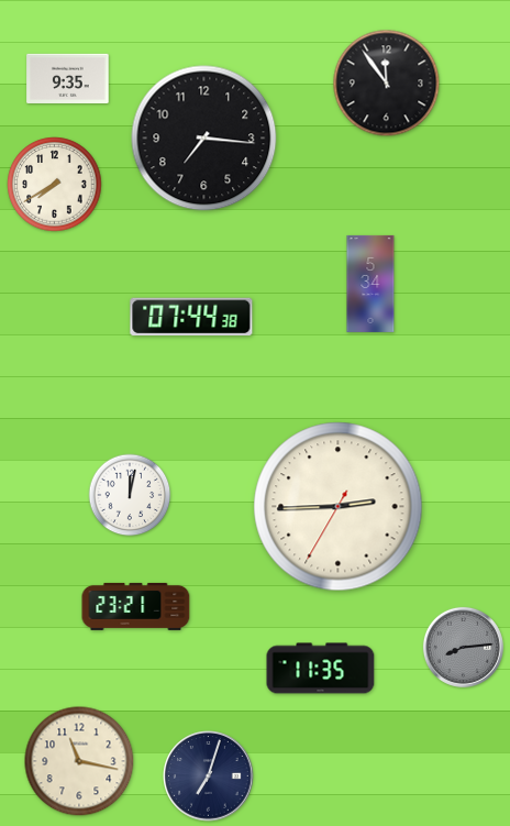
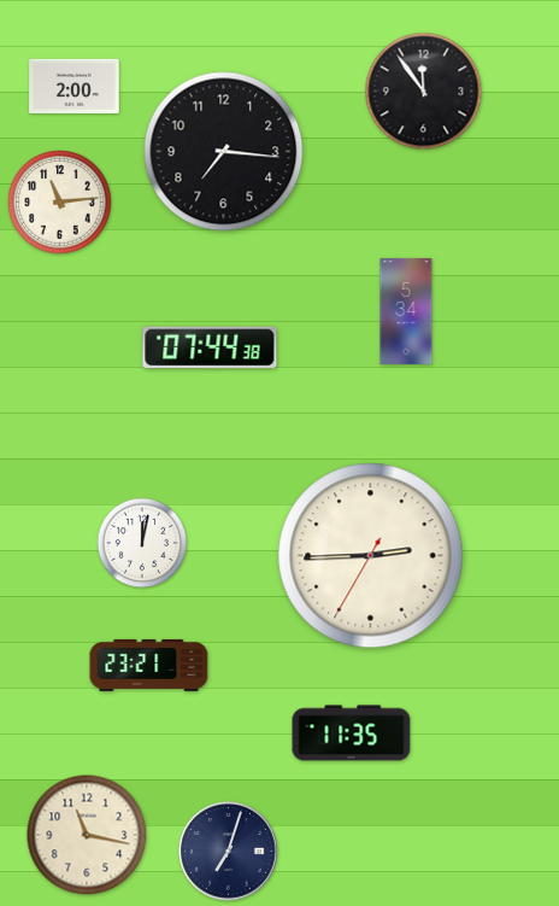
clock at (68, 78): 9:35 -> 2:00
clock at (55, 185): 7:40 -> 11:14
clock at (463, 647): 8:14 -> none
